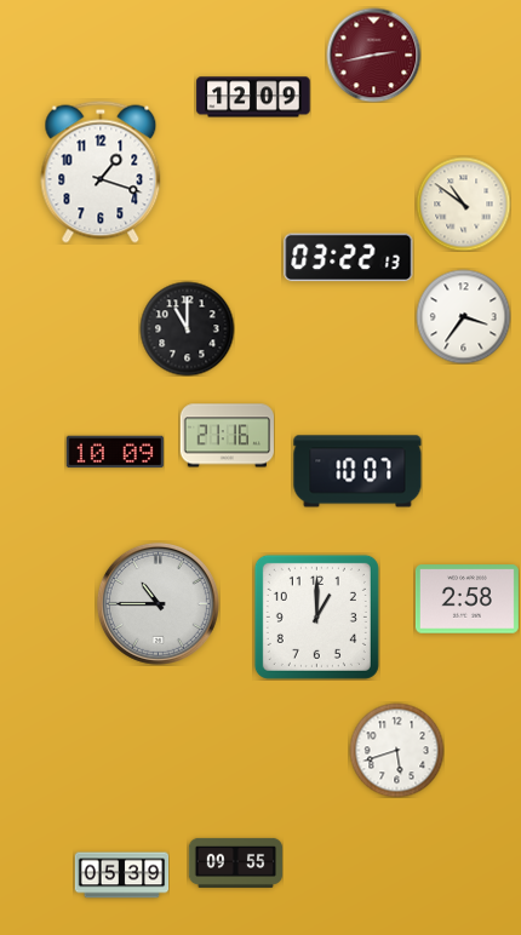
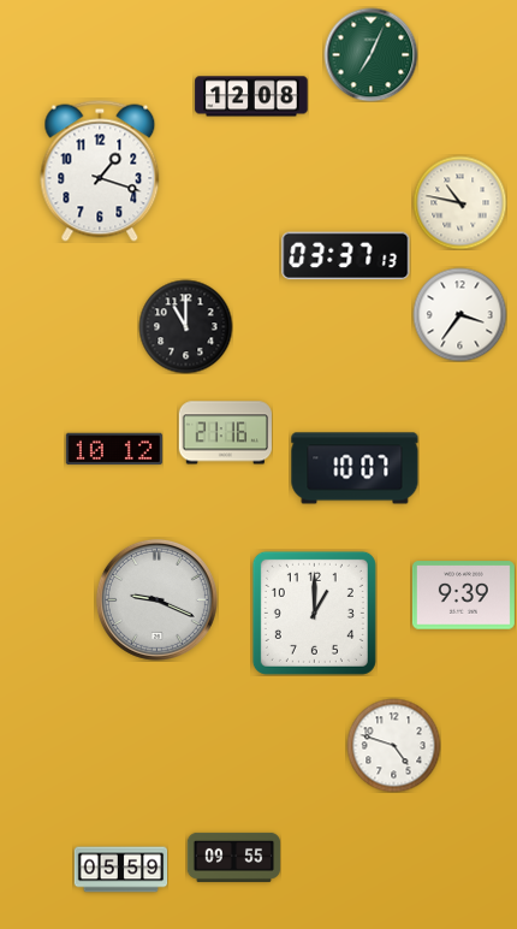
clock at (373, 55): 2:43 -> 7:04
clock at (373, 55) dial: burgundy -> green
clock at (253, 97): 12:09 -> 12:08
clock at (463, 203): 10:51 -> 10:47
clock at (349, 258): 03:22 -> 03:37
clock at (115, 452): 10:09 -> 10:12
clock at (466, 600): 2:58 -> 9:39
clock at (158, 603): 10:45 -> 9:19
clock at (396, 750): 5:42 -> 4:48
clock at (121, 876): 05:39 -> 05:59
